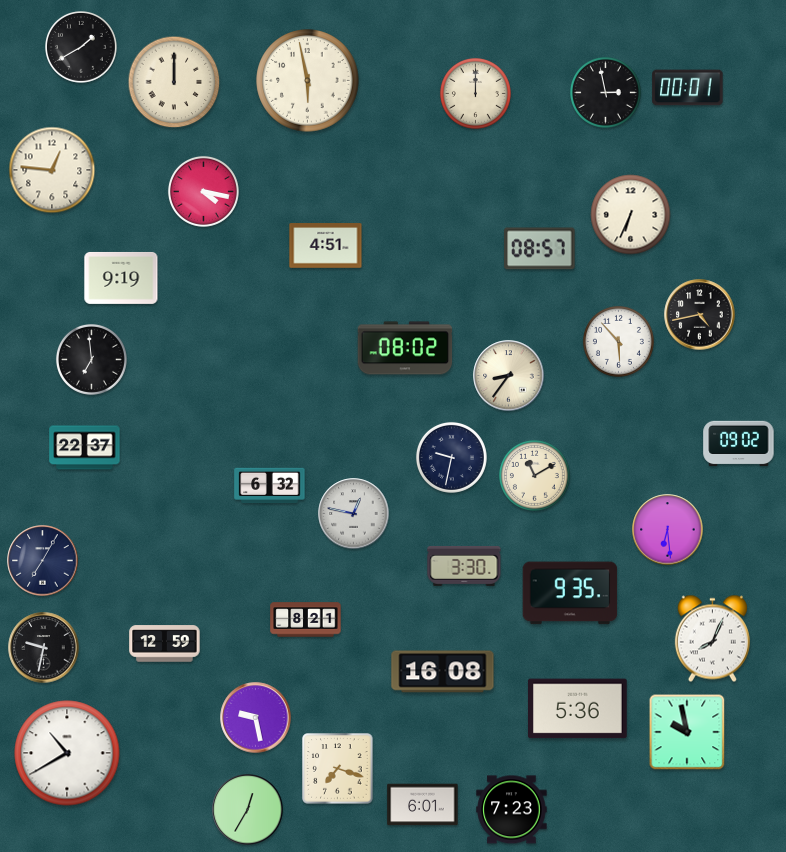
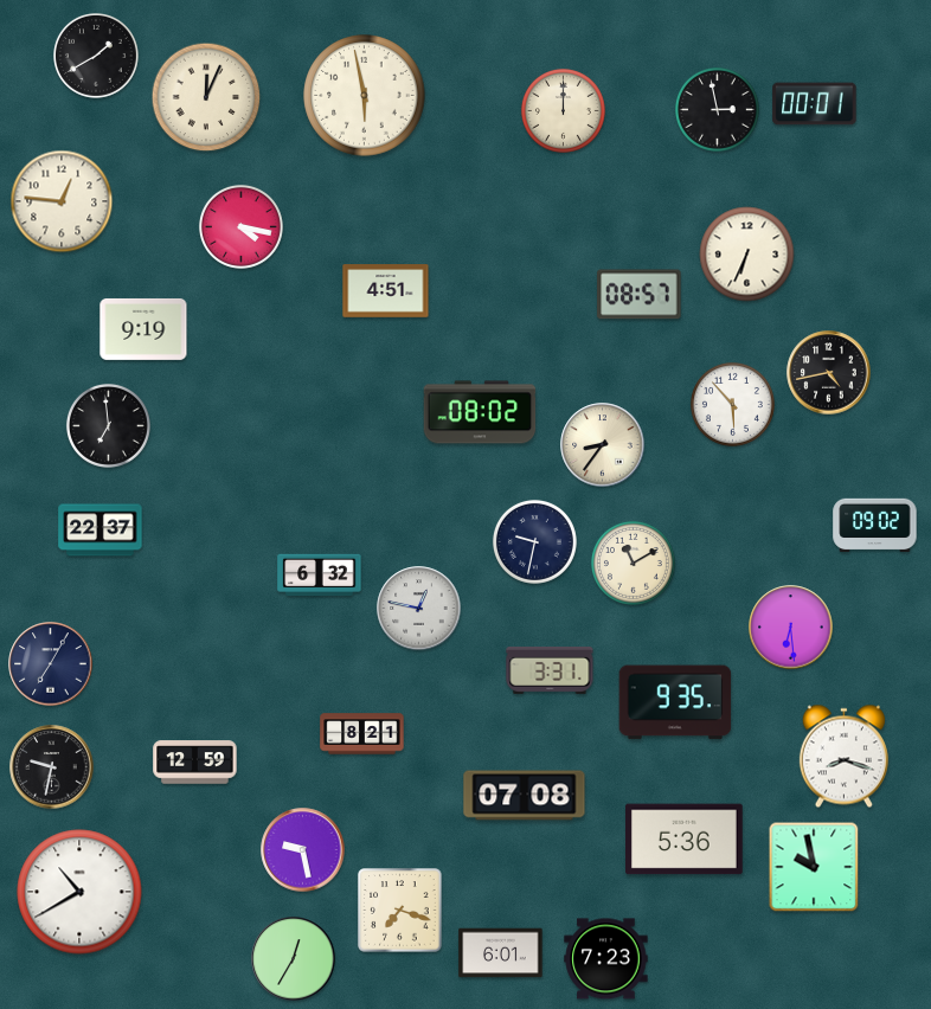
clock at (174, 82): 12:00 -> 12:04
clock at (464, 566): 3:30 -> 3:31
clock at (712, 639): 8:04 -> 8:18
clock at (443, 672): 16:08 -> 07:08
